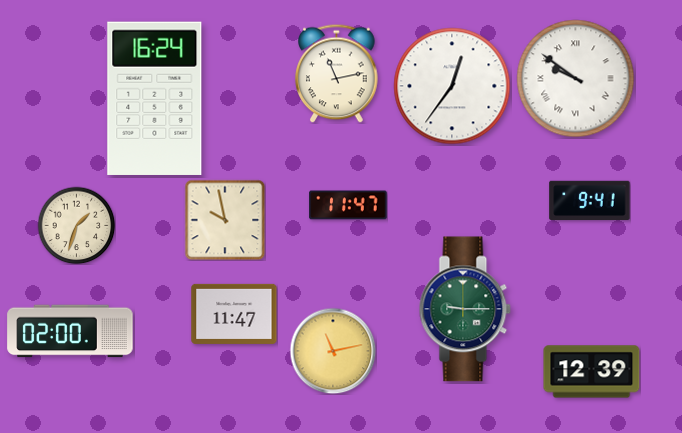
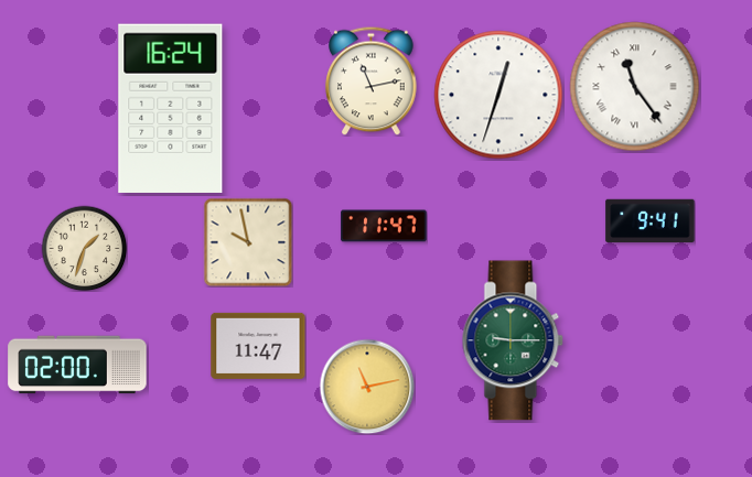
clock at (576, 79): 9:51 -> 11:24
clock at (452, 86): 12:36 -> 12:33
clock at (592, 372): 12:39 -> none
